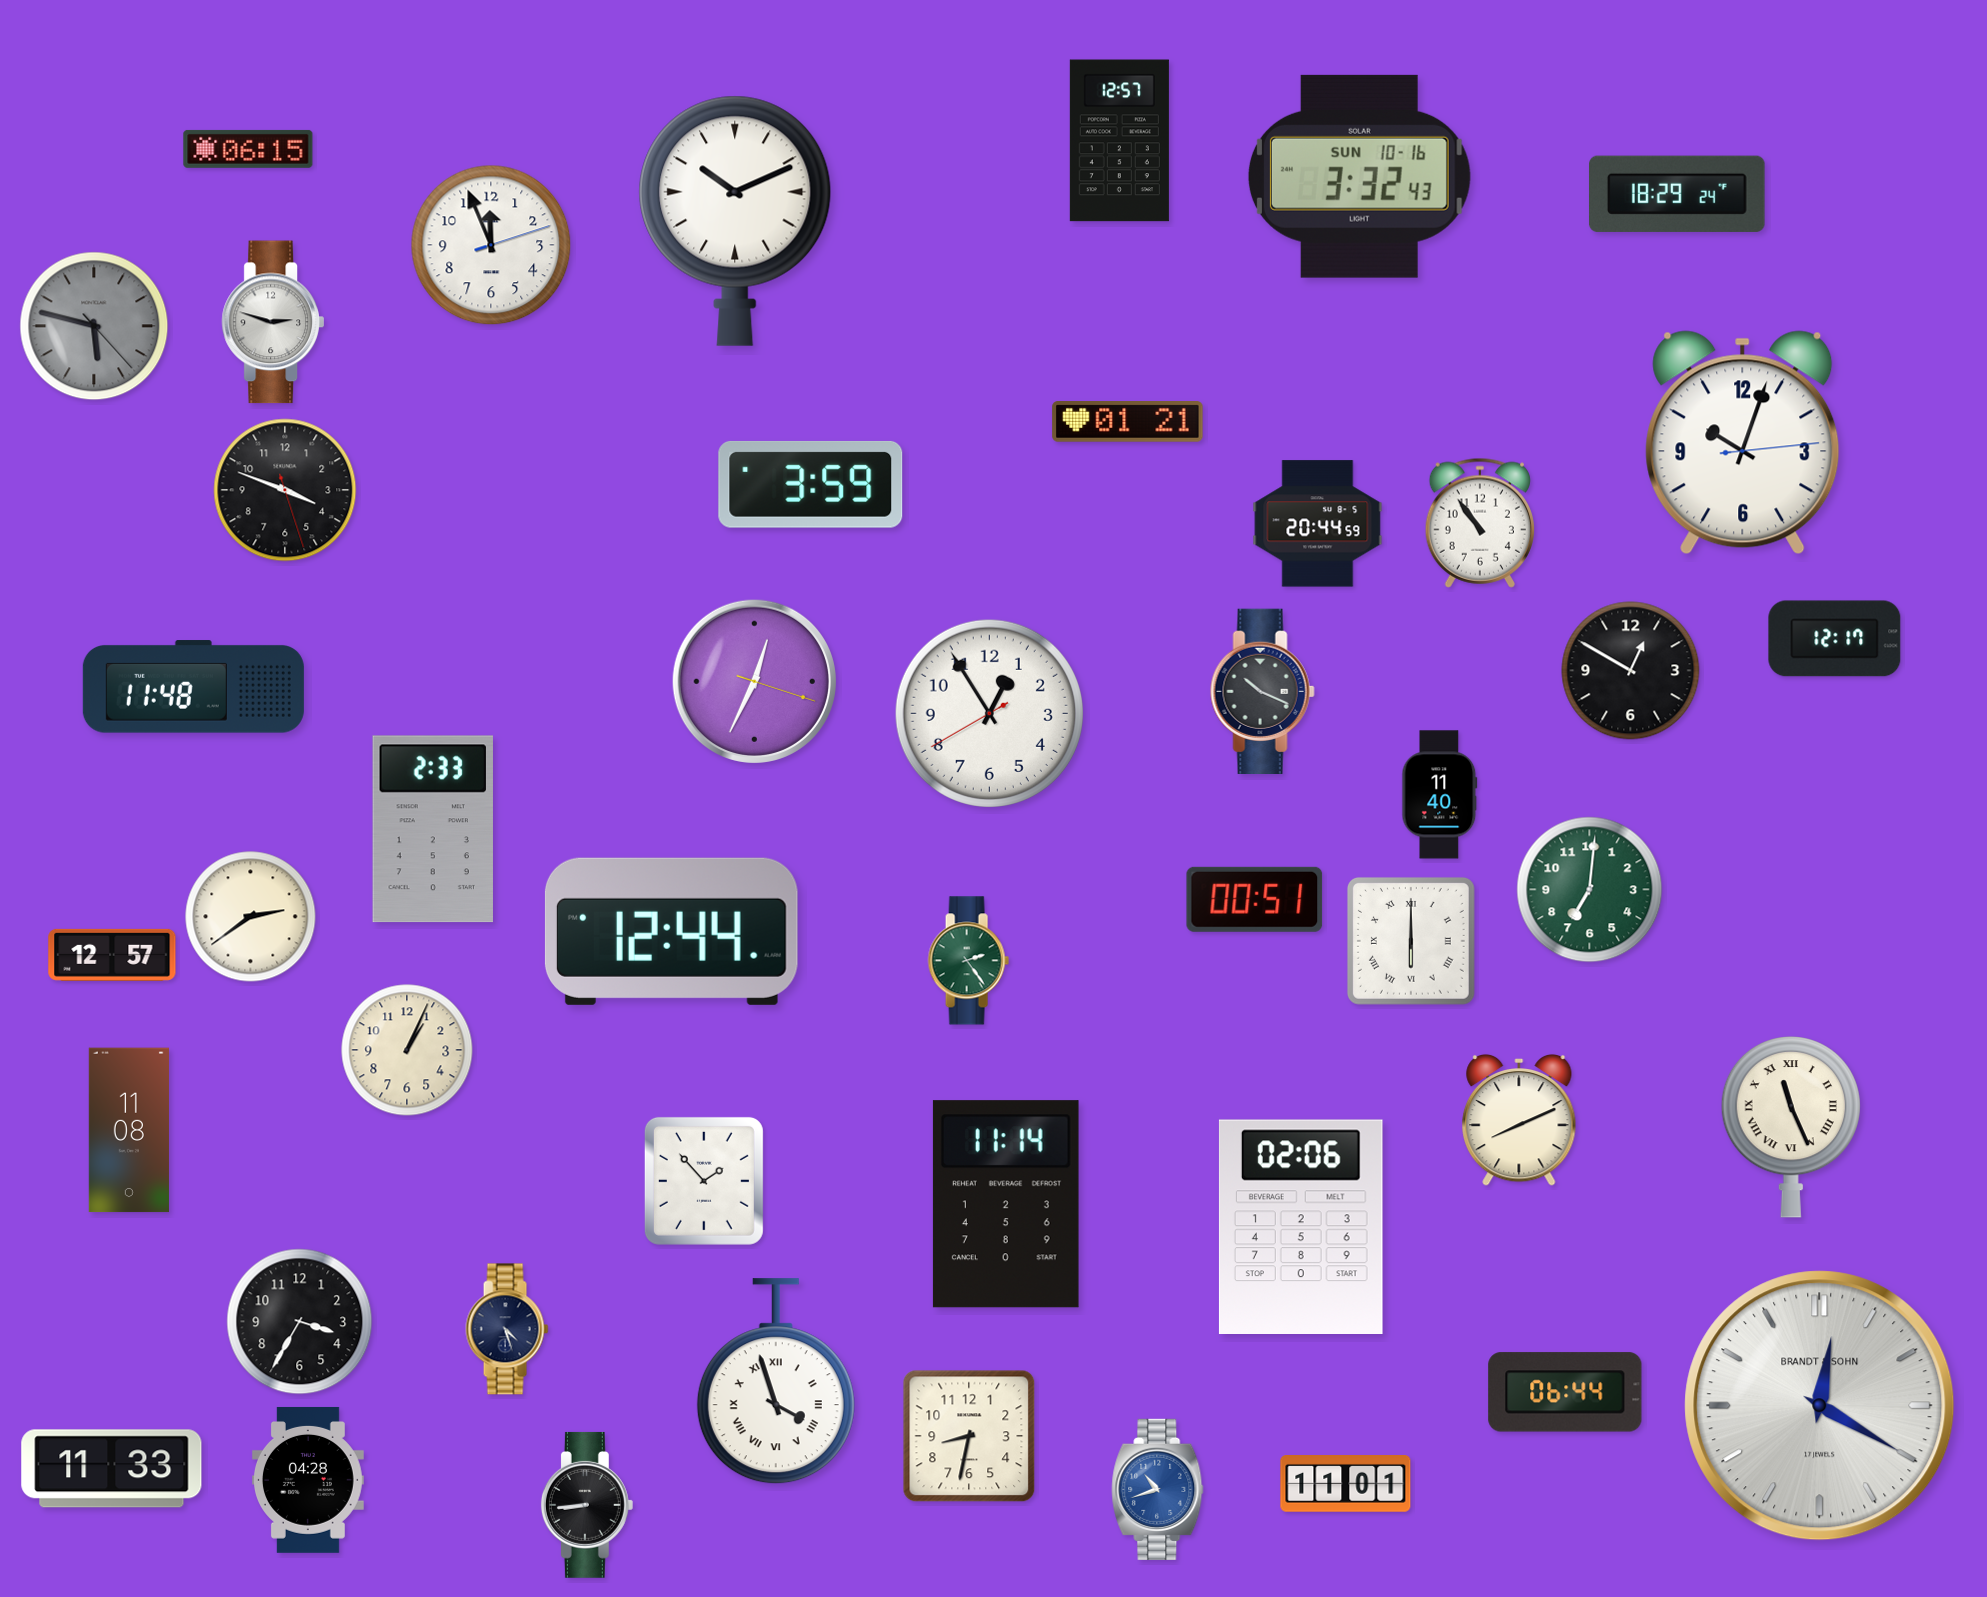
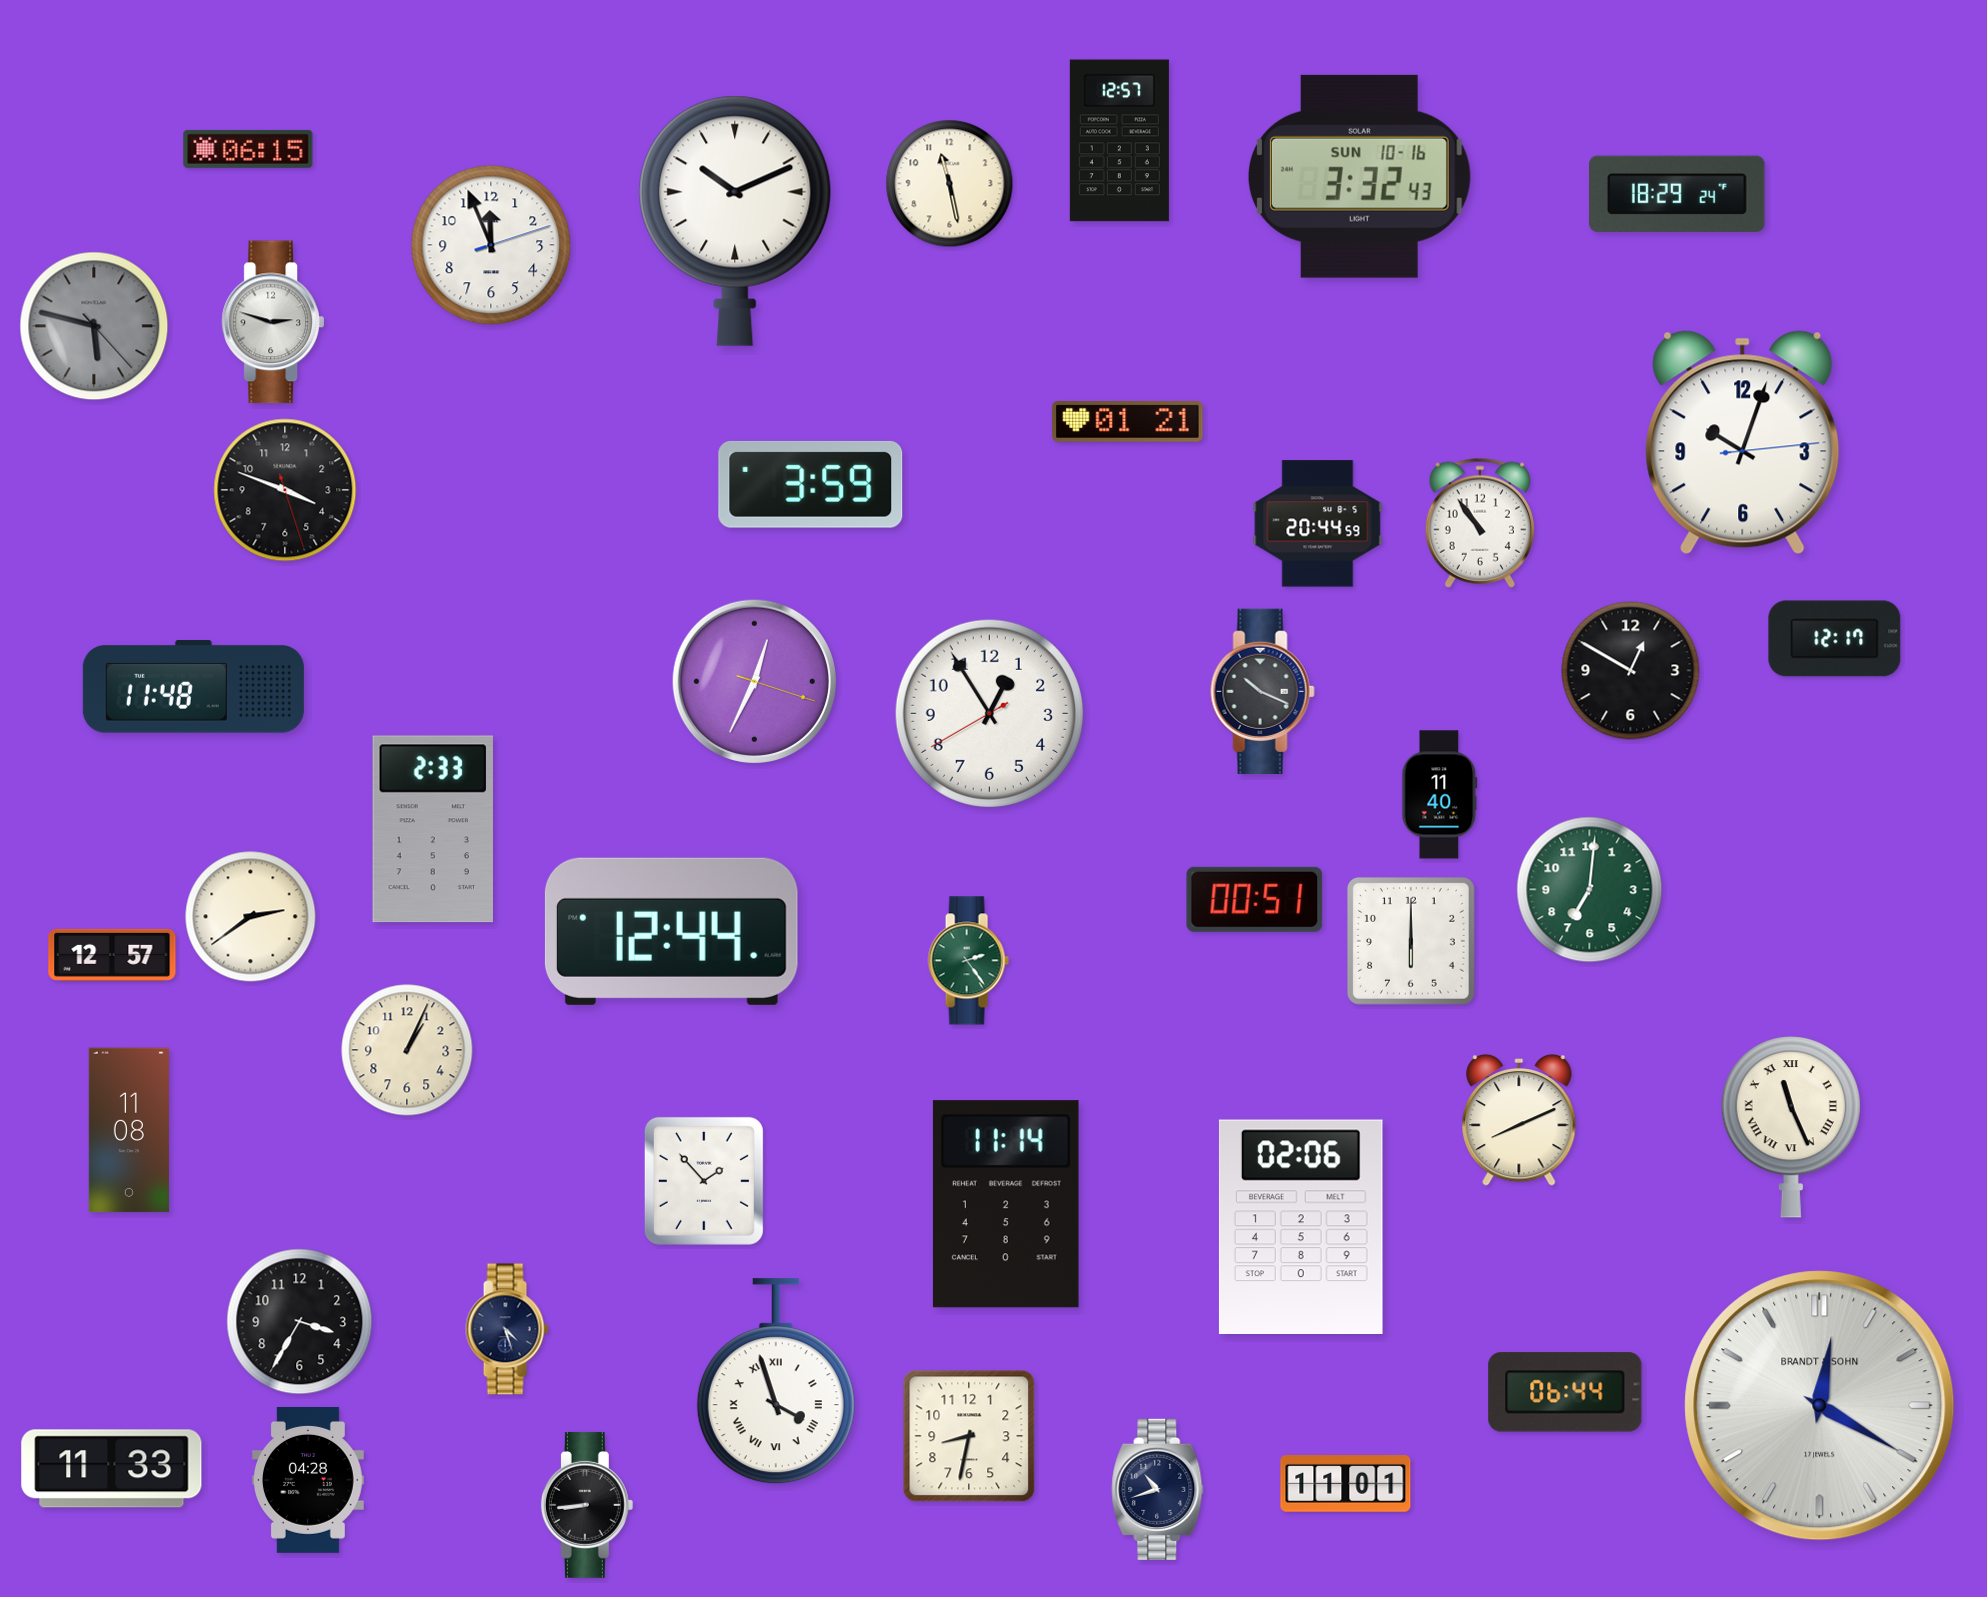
clock at (950, 184): none -> 11:28
clock at (1411, 941) numerals: Roman -> Arabic
clock at (1158, 1489) dial: blue -> navy
